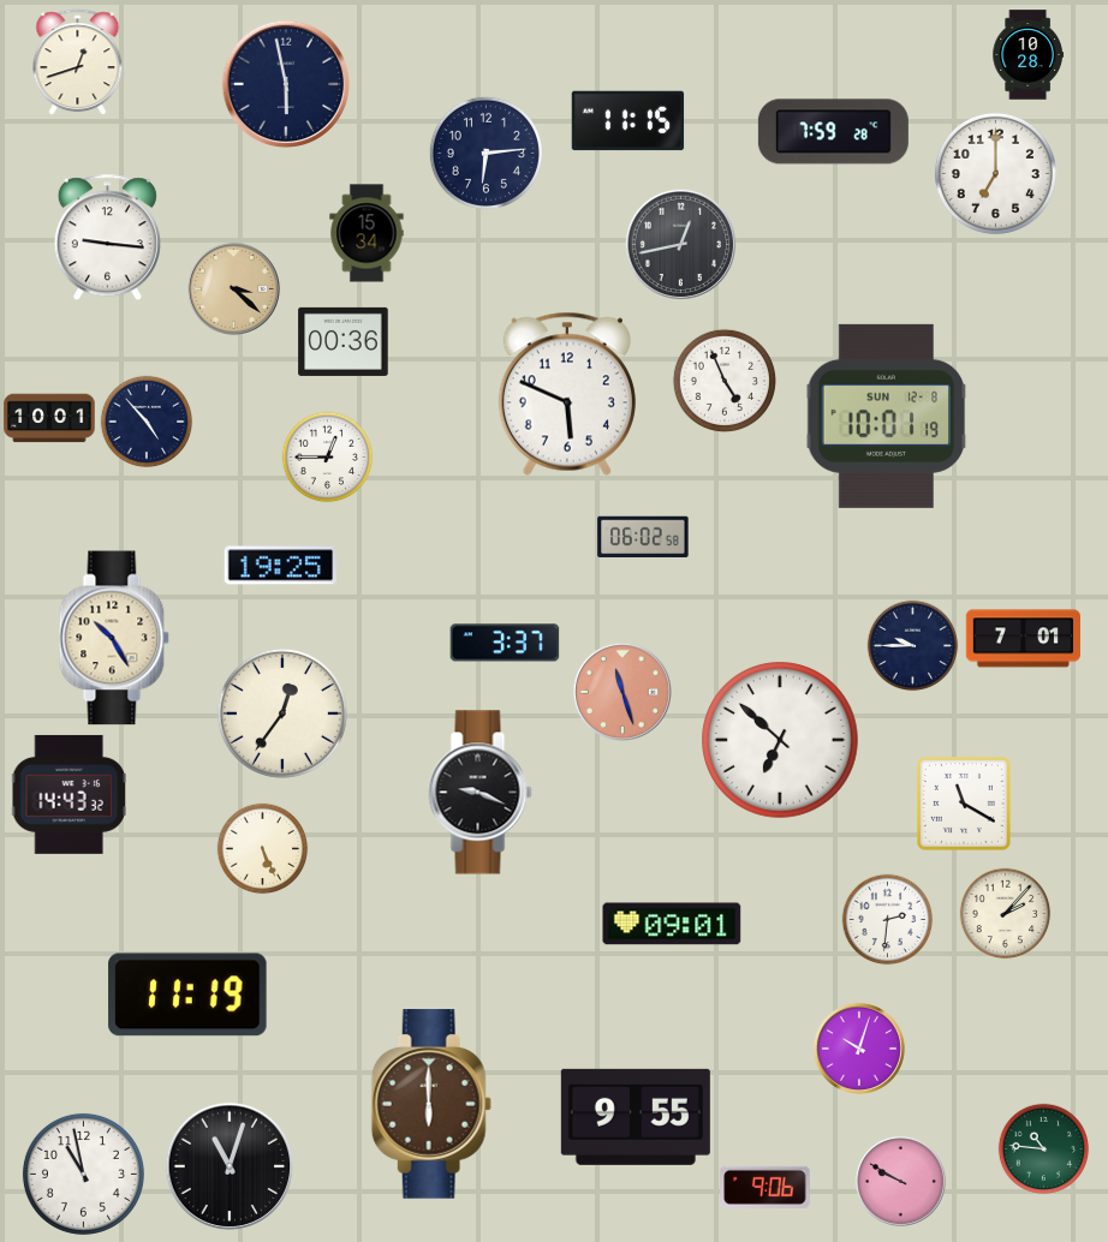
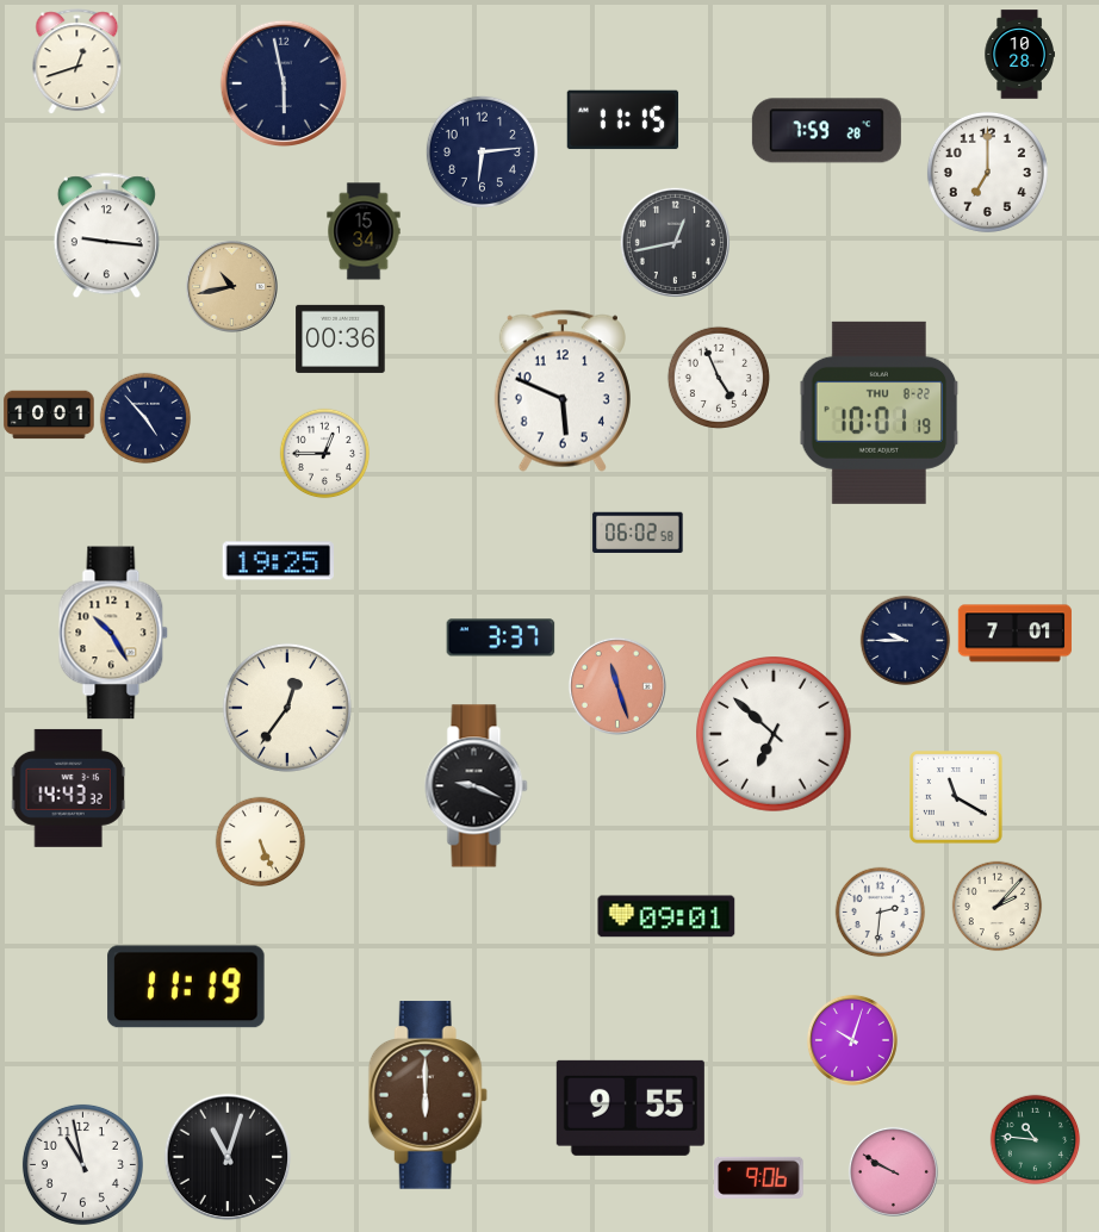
clock at (233, 288): 3:22 -> 10:43
clock at (887, 416) date: SUN 12-8 -> THU 8-22
clock at (282, 713) position: (282, 713) -> (287, 708)
